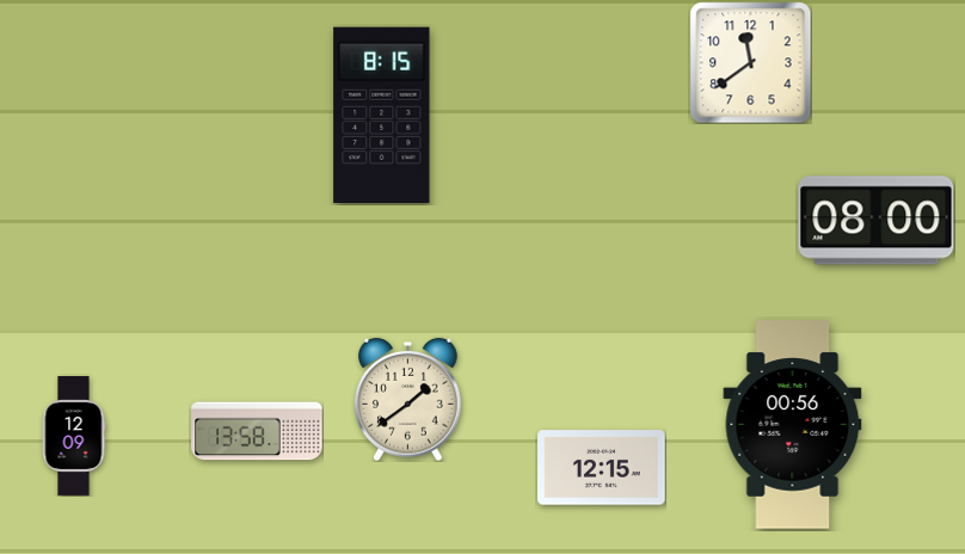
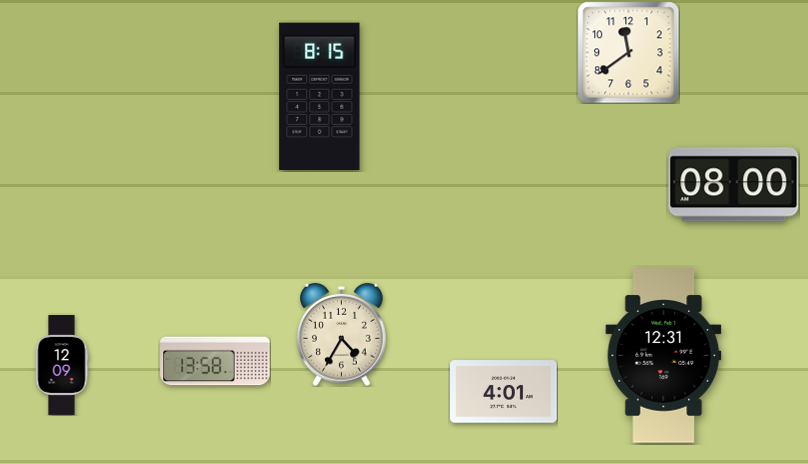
clock at (408, 399): 1:39 -> 4:35
clock at (793, 425): 00:56 -> 12:31
clock at (602, 468): 12:15 -> 4:01
